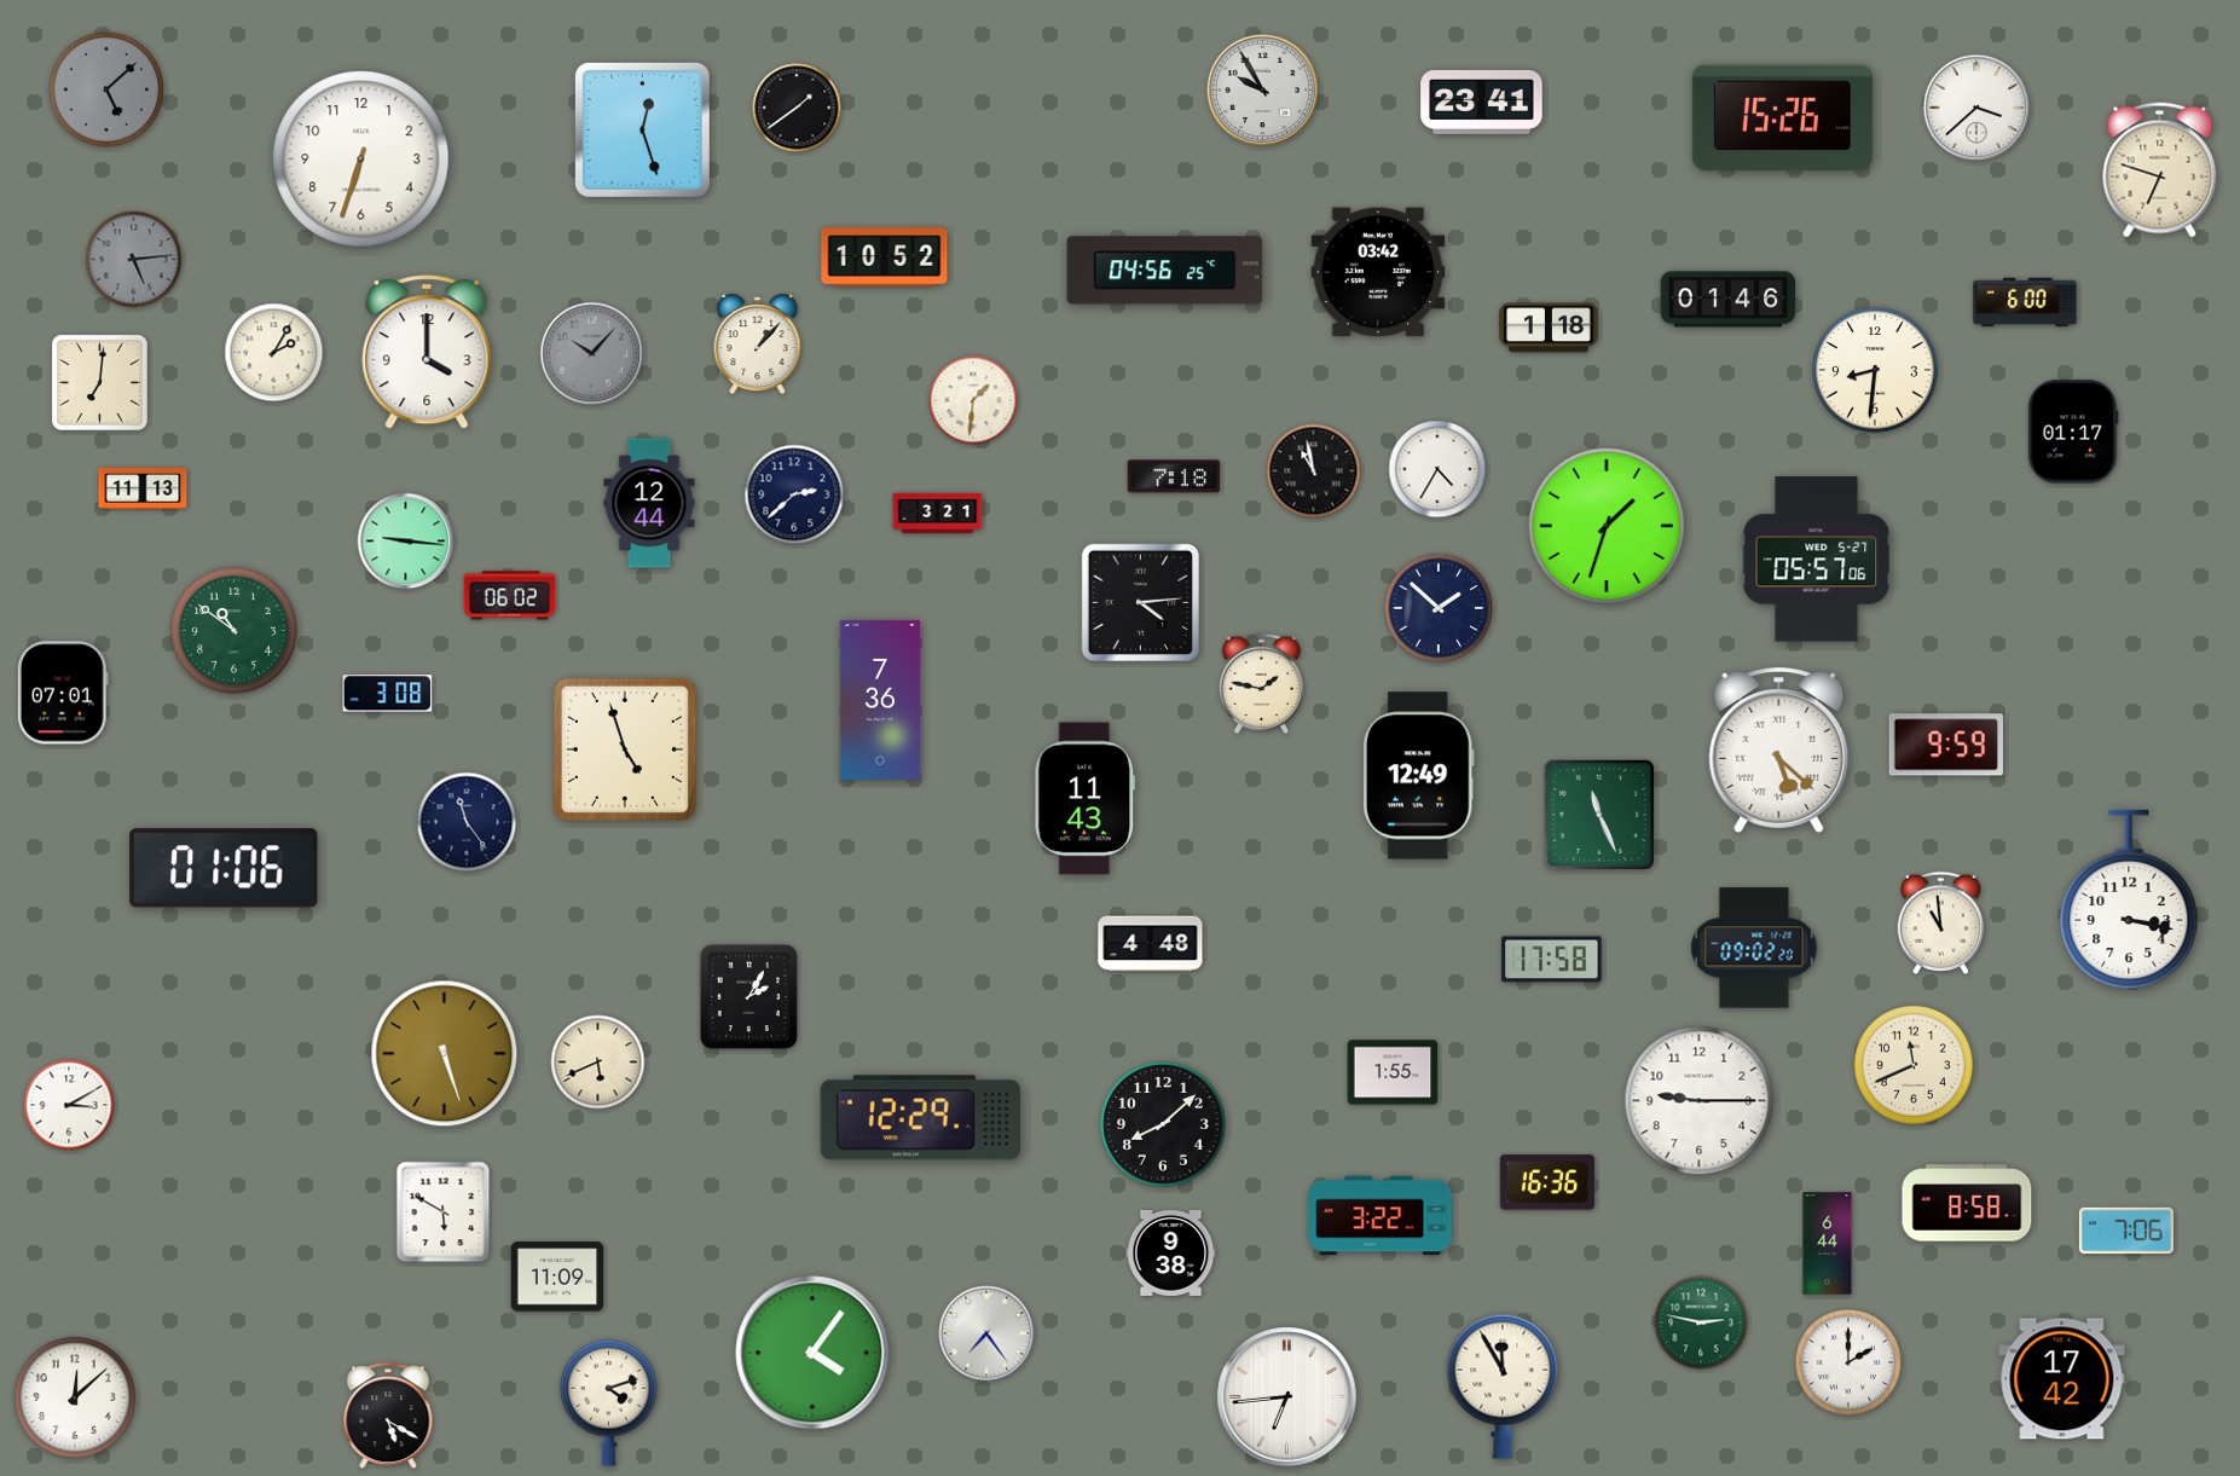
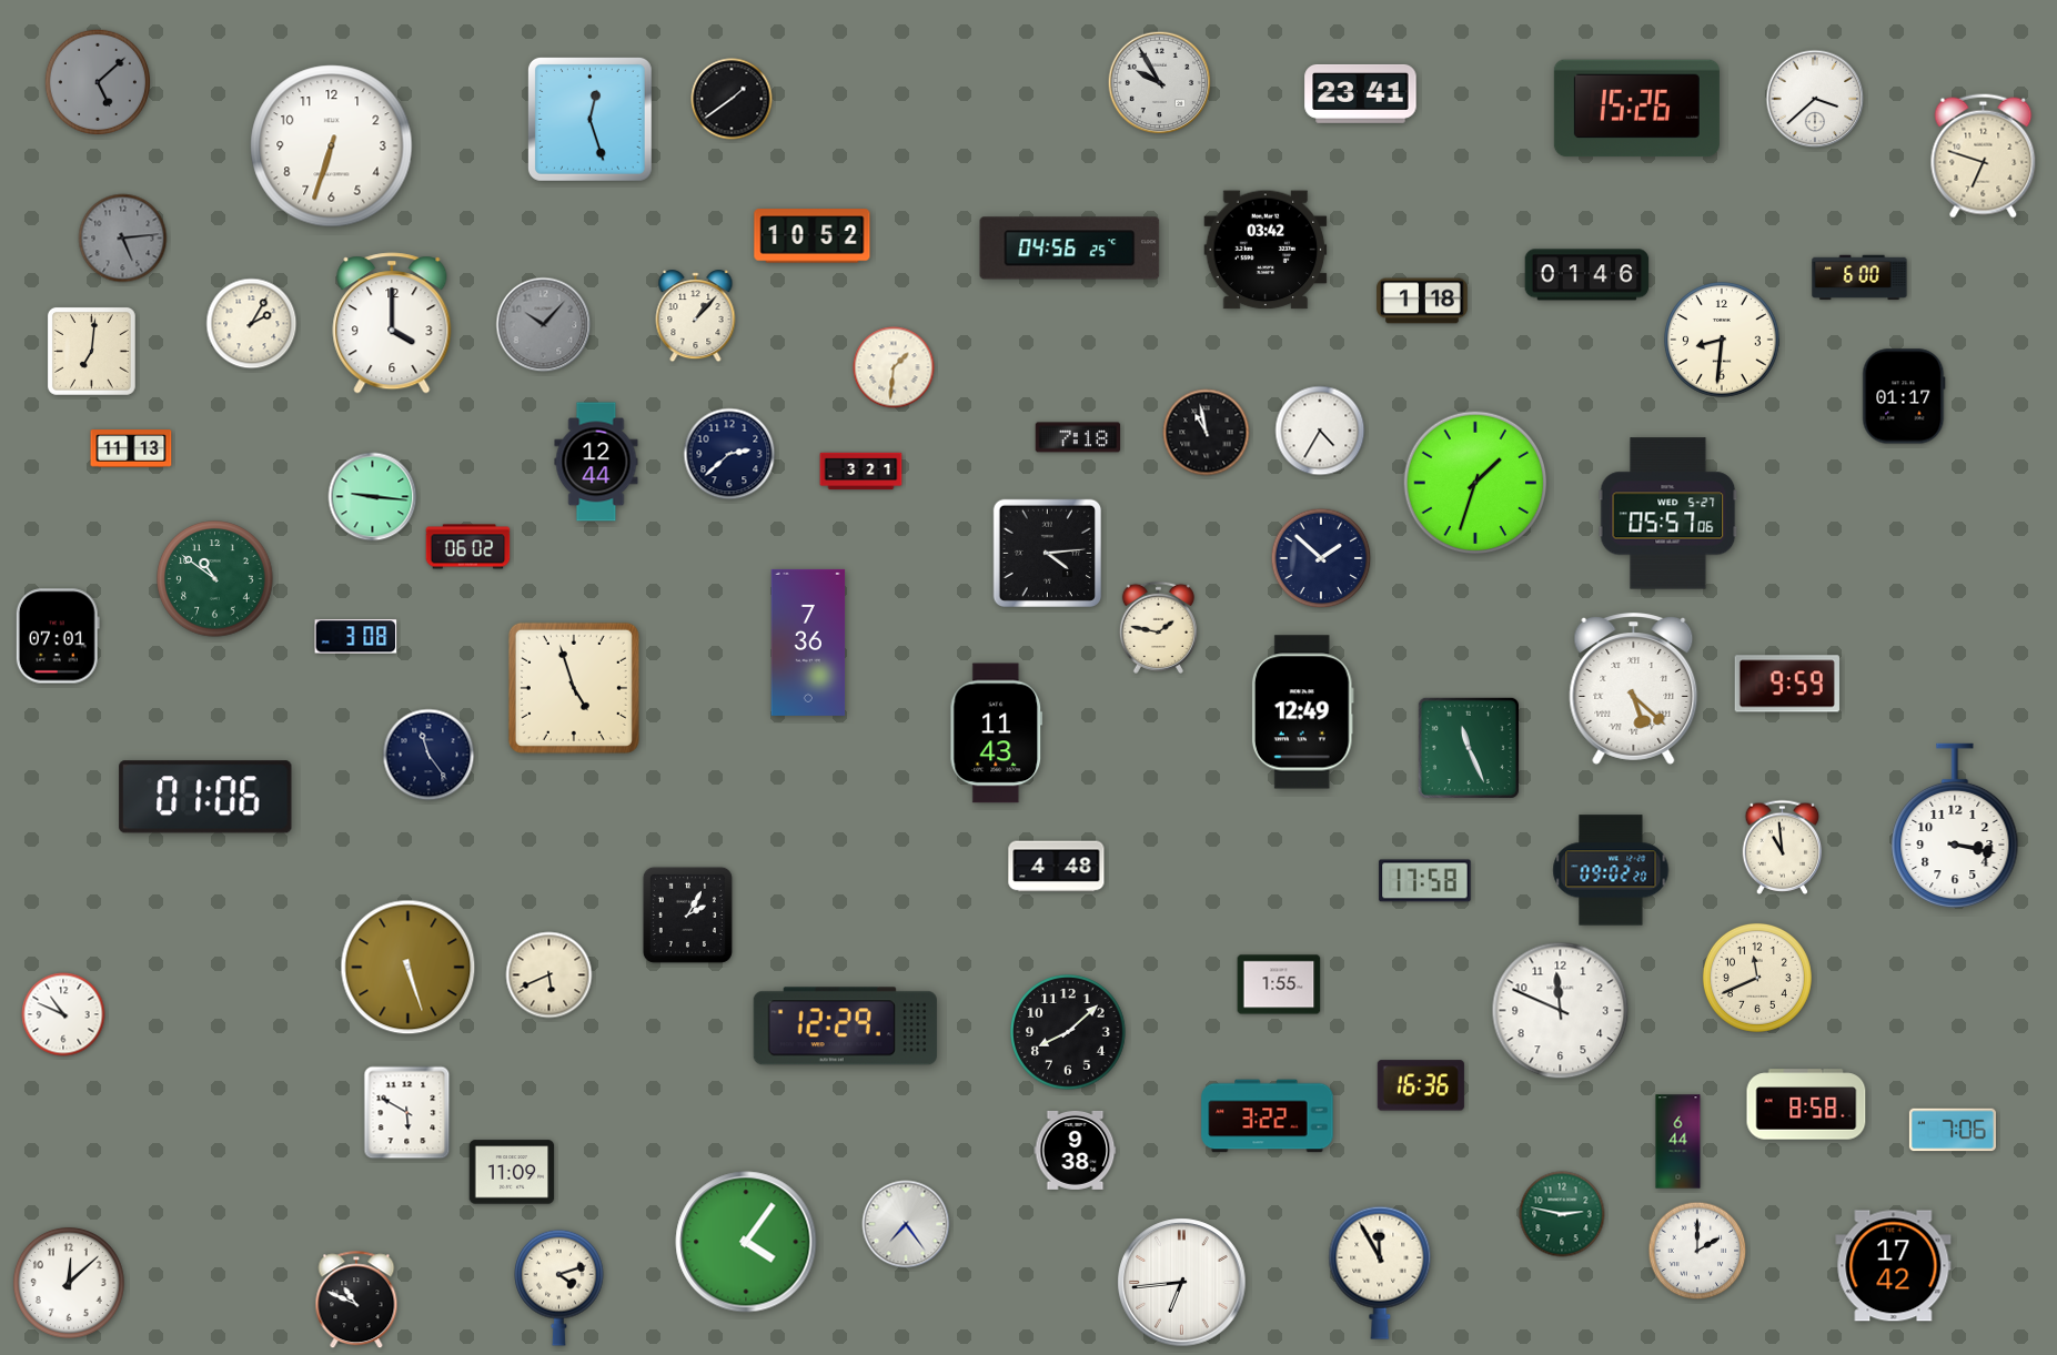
clock at (1700, 1101): 9:15 -> 11:49
clock at (69, 1105): 3:10 -> 10:49
clock at (388, 1417): 5:20 -> 10:49
